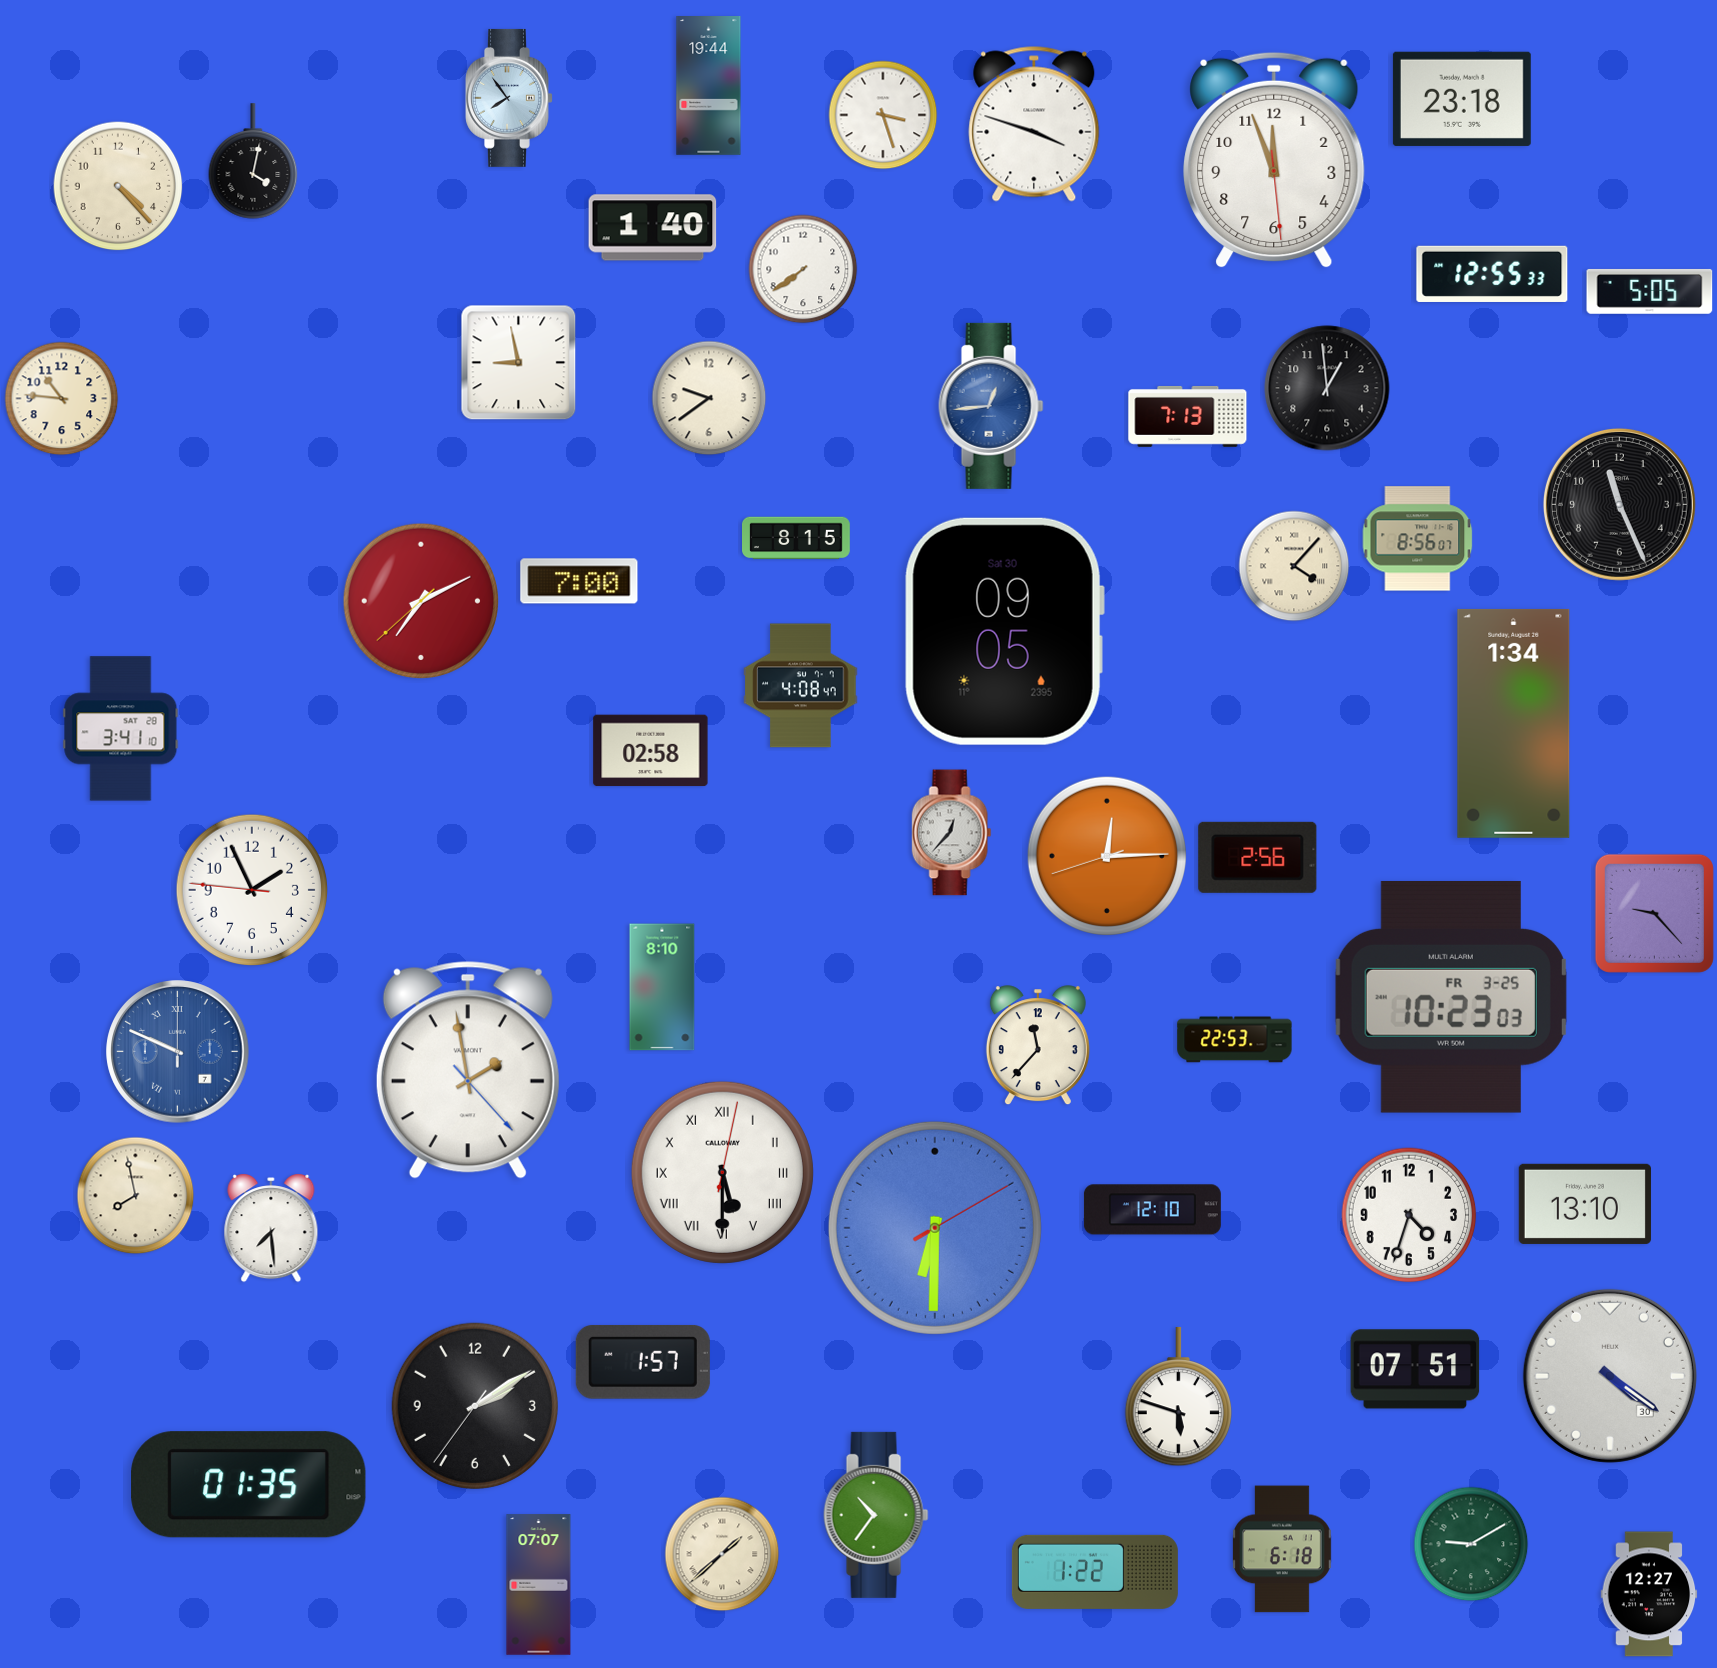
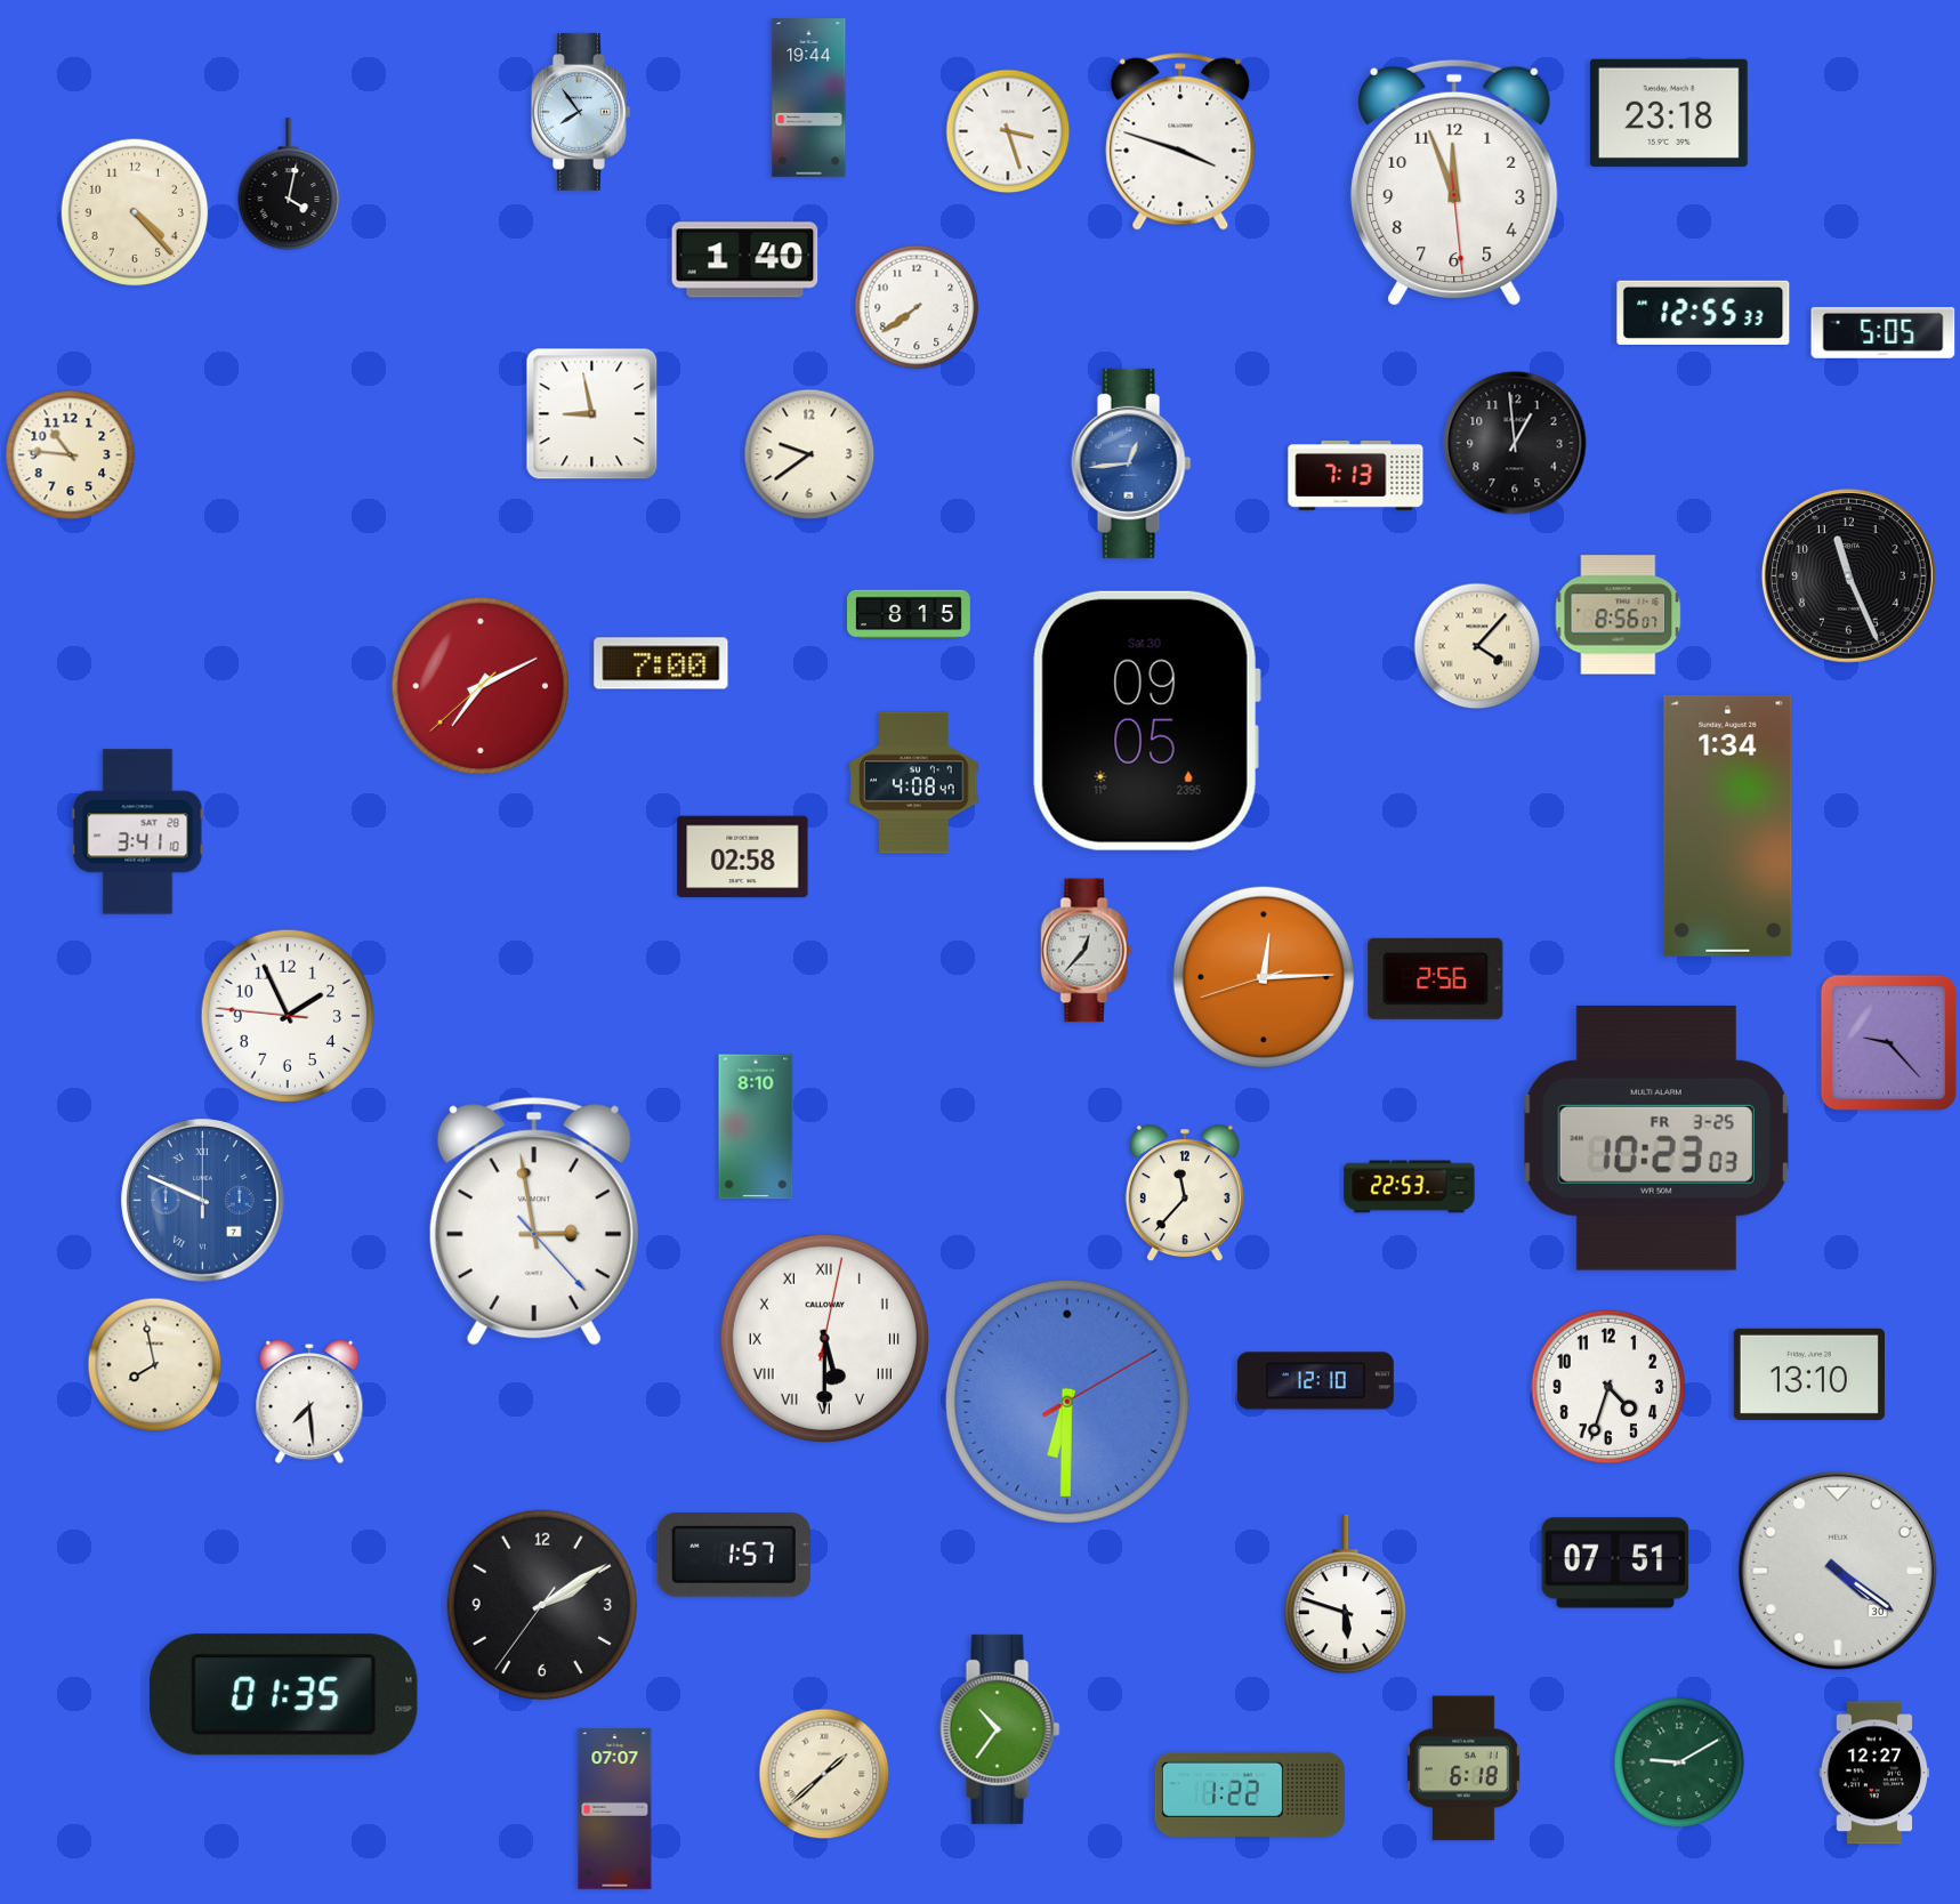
clock at (468, 1070): 1:58 -> 2:58
clock at (1649, 1594) position: (1649, 1594) -> (1874, 1773)
